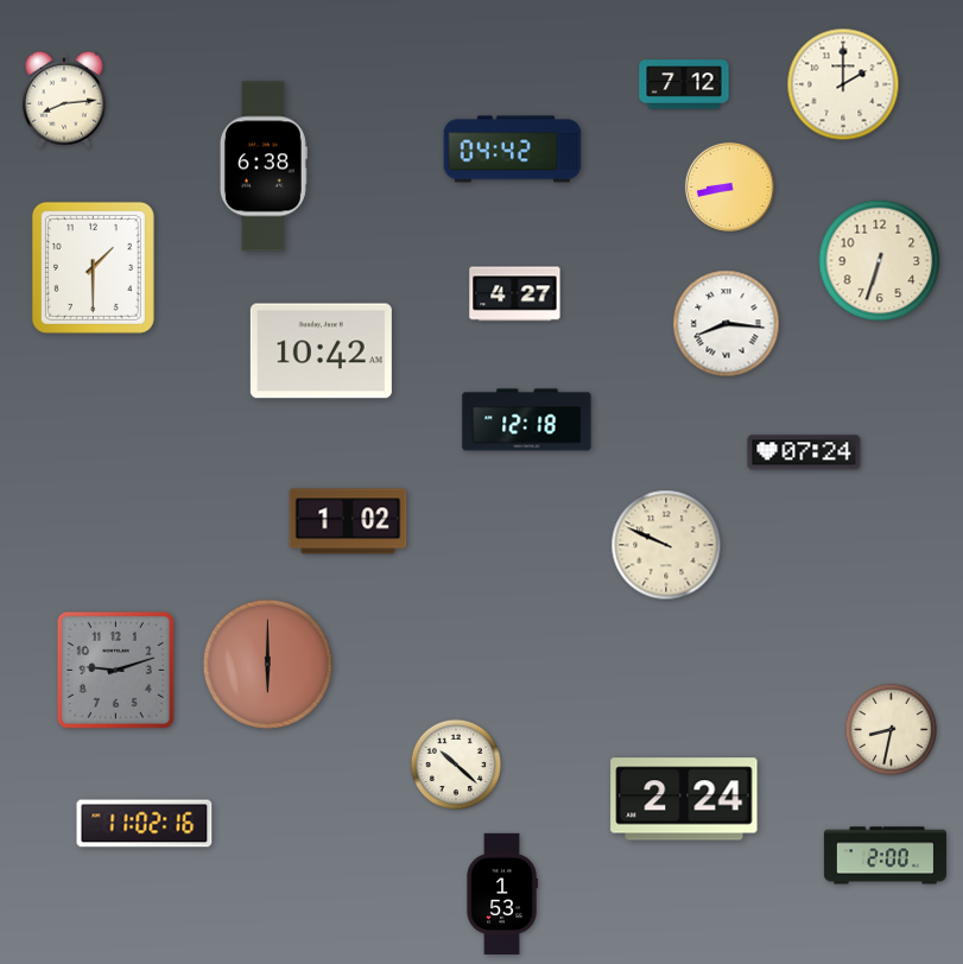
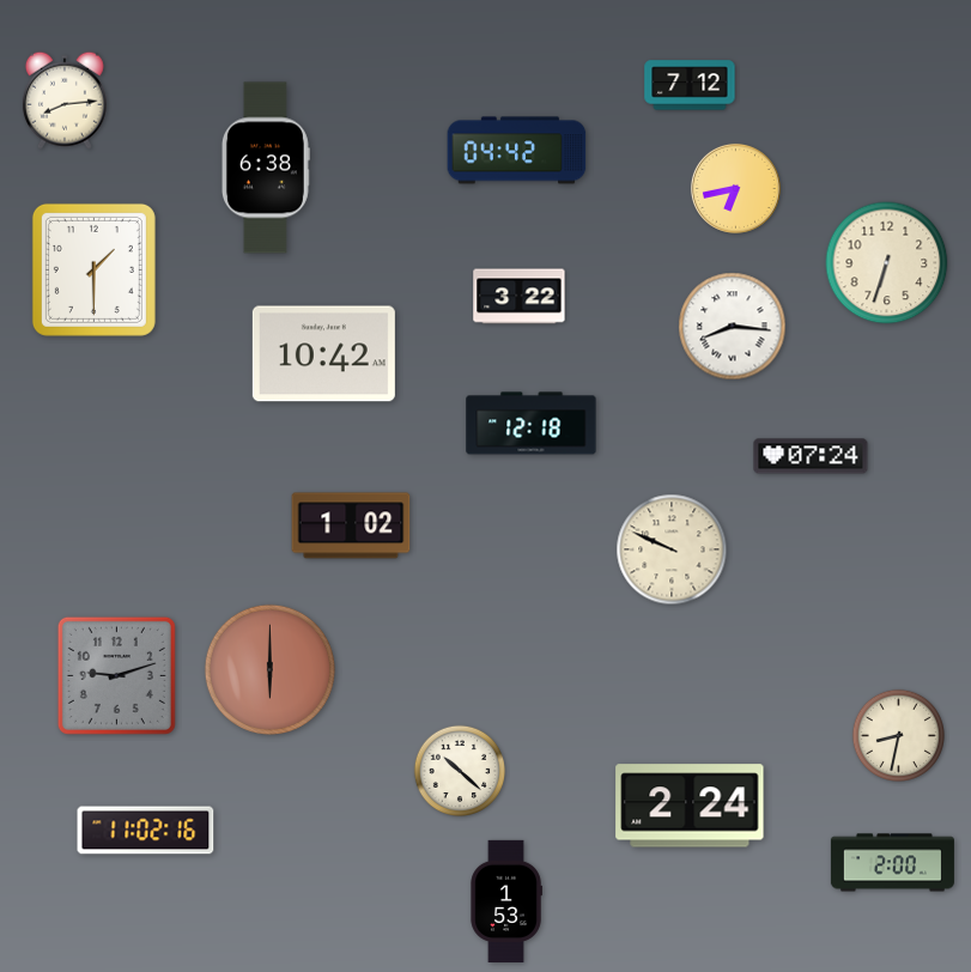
clock at (843, 84): 2:00 -> none
clock at (729, 186): 8:43 -> 6:43
clock at (515, 294): 4:27 -> 3:22
